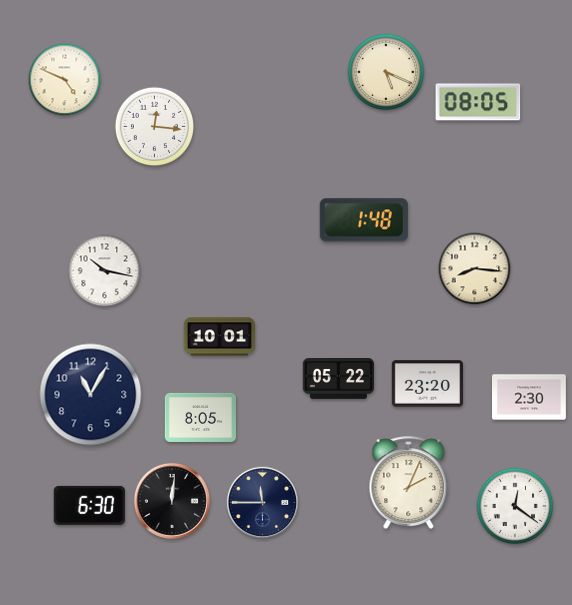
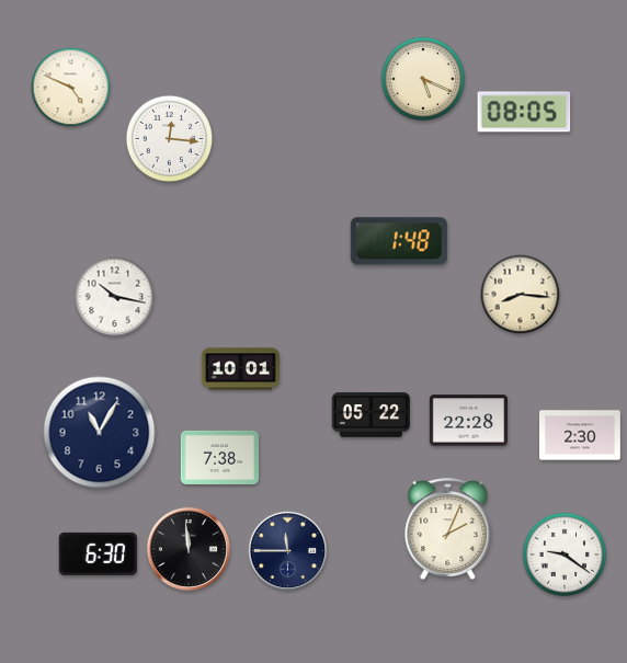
clock at (427, 384): 23:20 -> 22:28
clock at (200, 417): 8:05 -> 7:38
clock at (172, 501): 12:01 -> 11:59
clock at (515, 506): 12:21 -> 9:21
